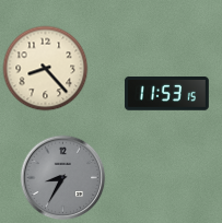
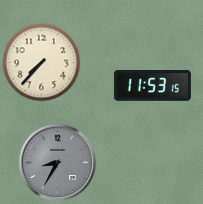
clock at (45, 68): 8:23 -> 7:37
